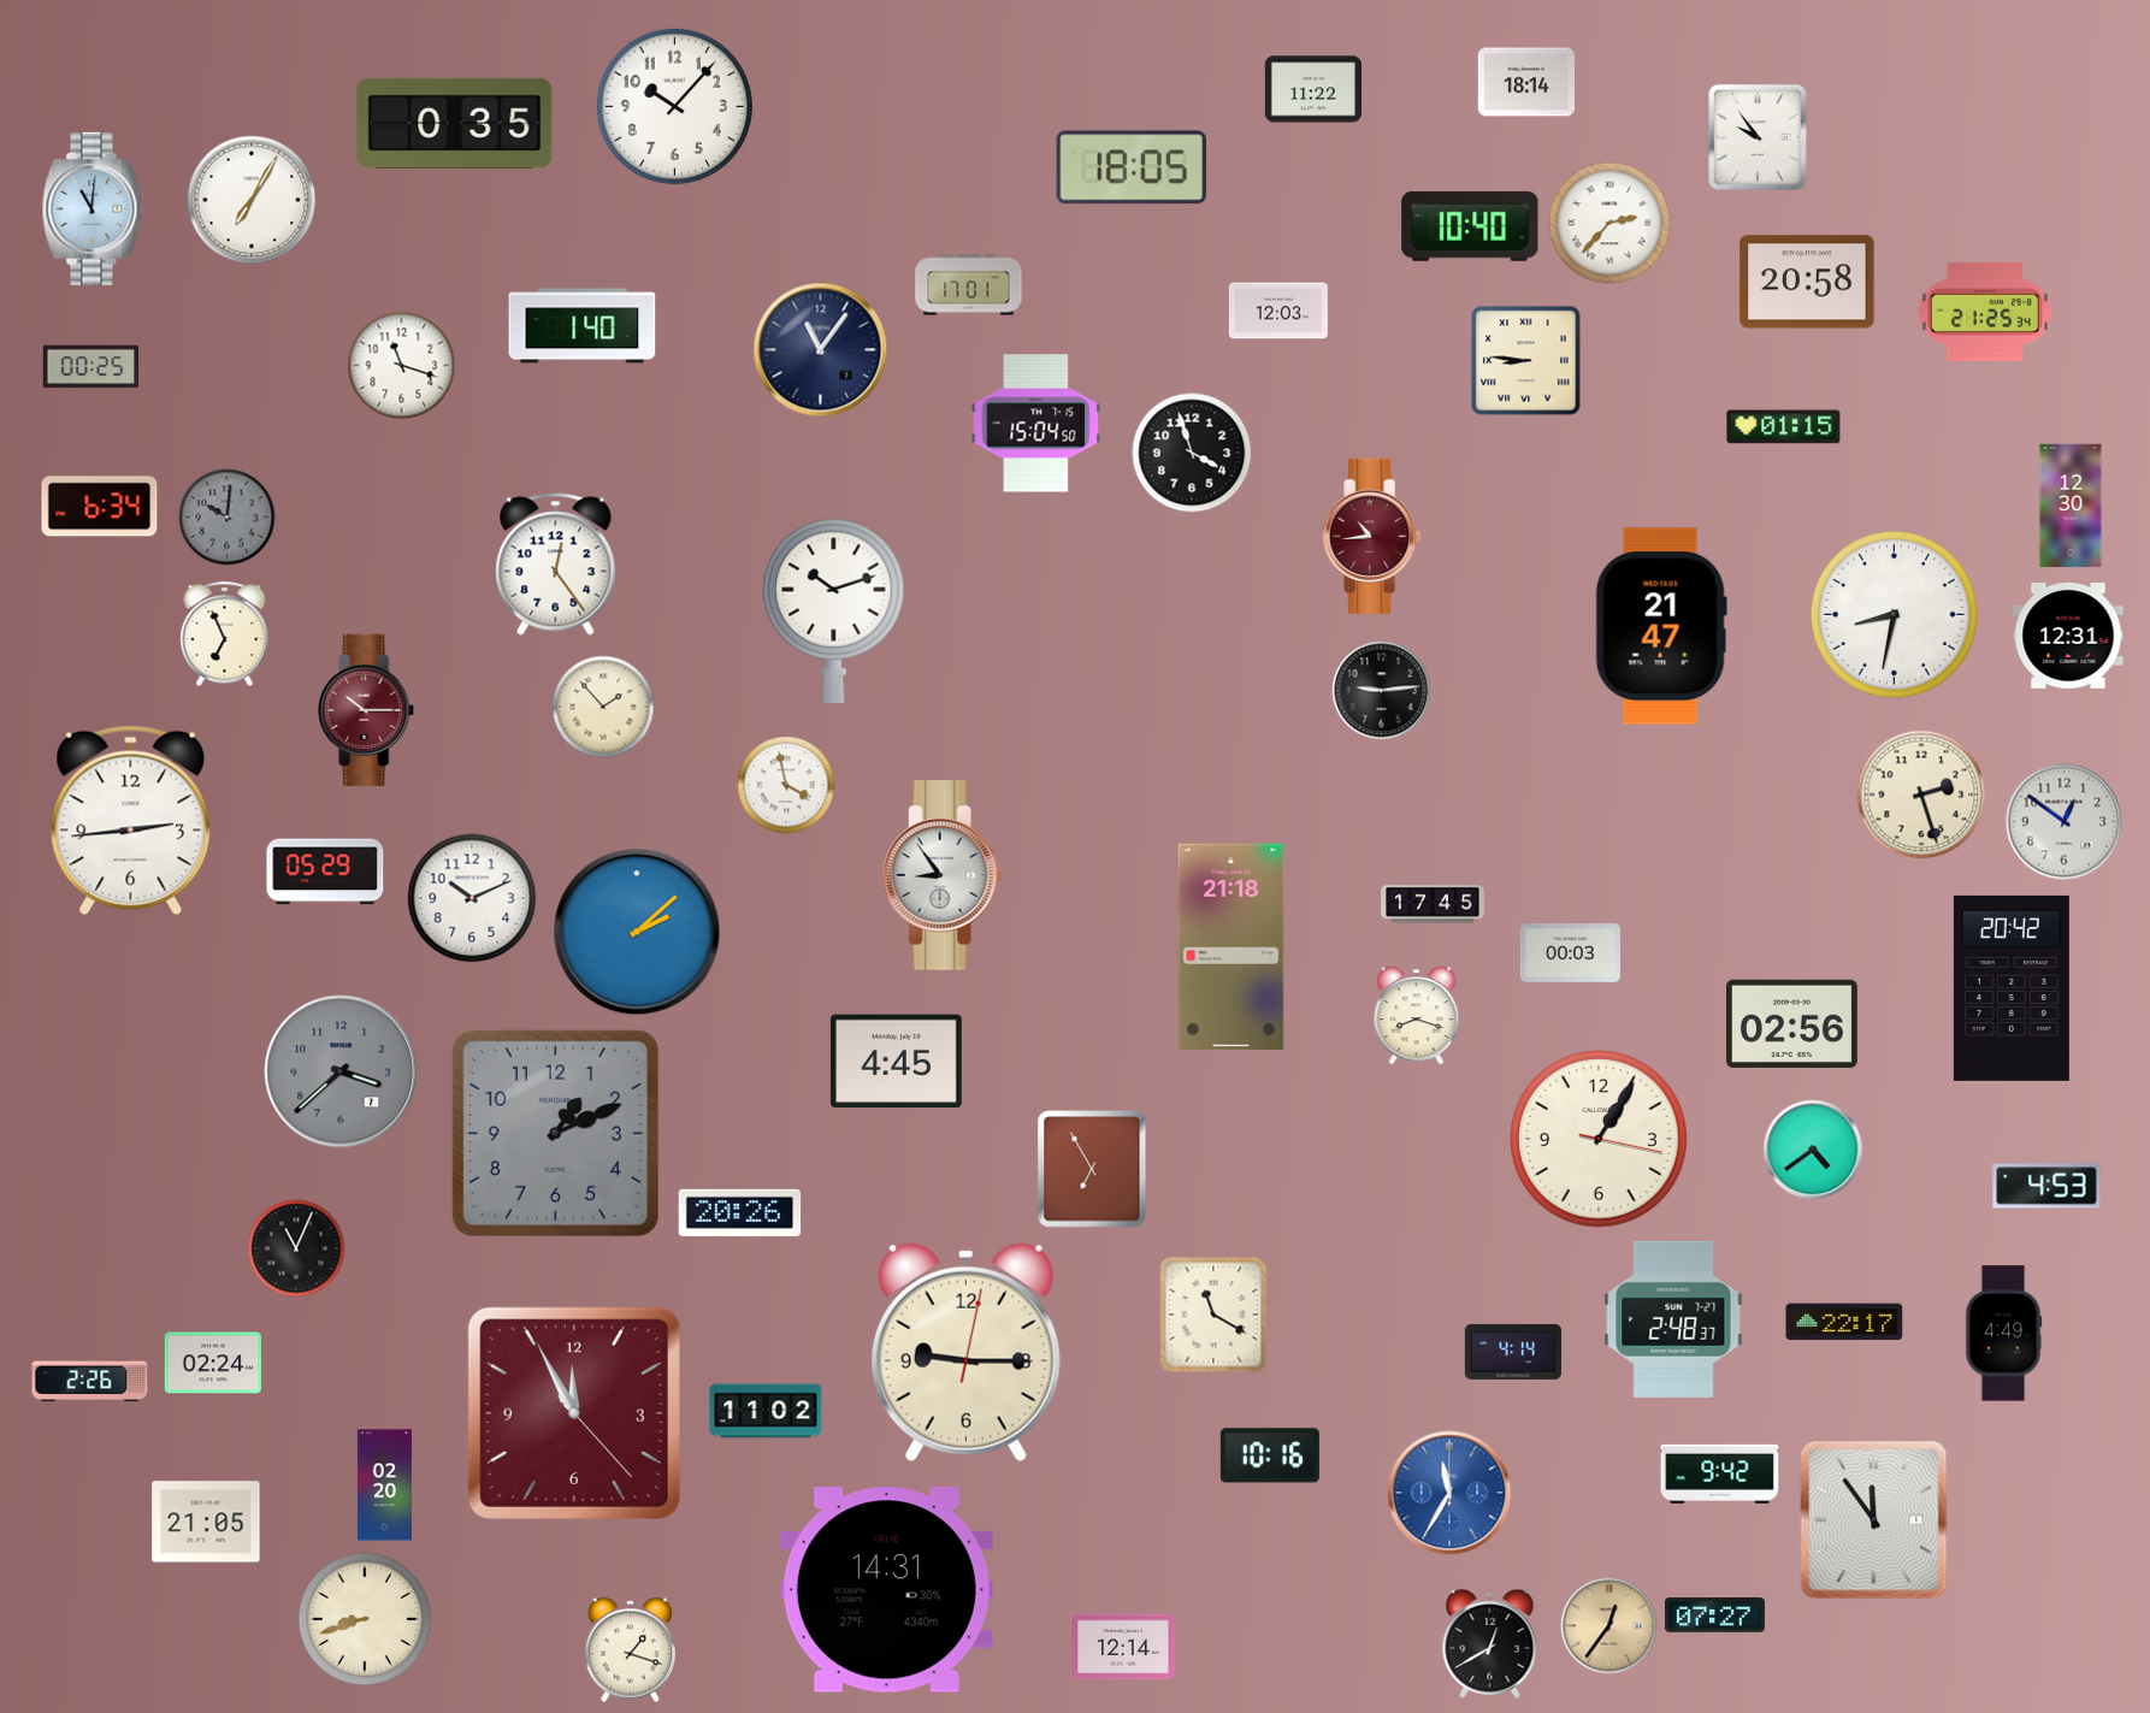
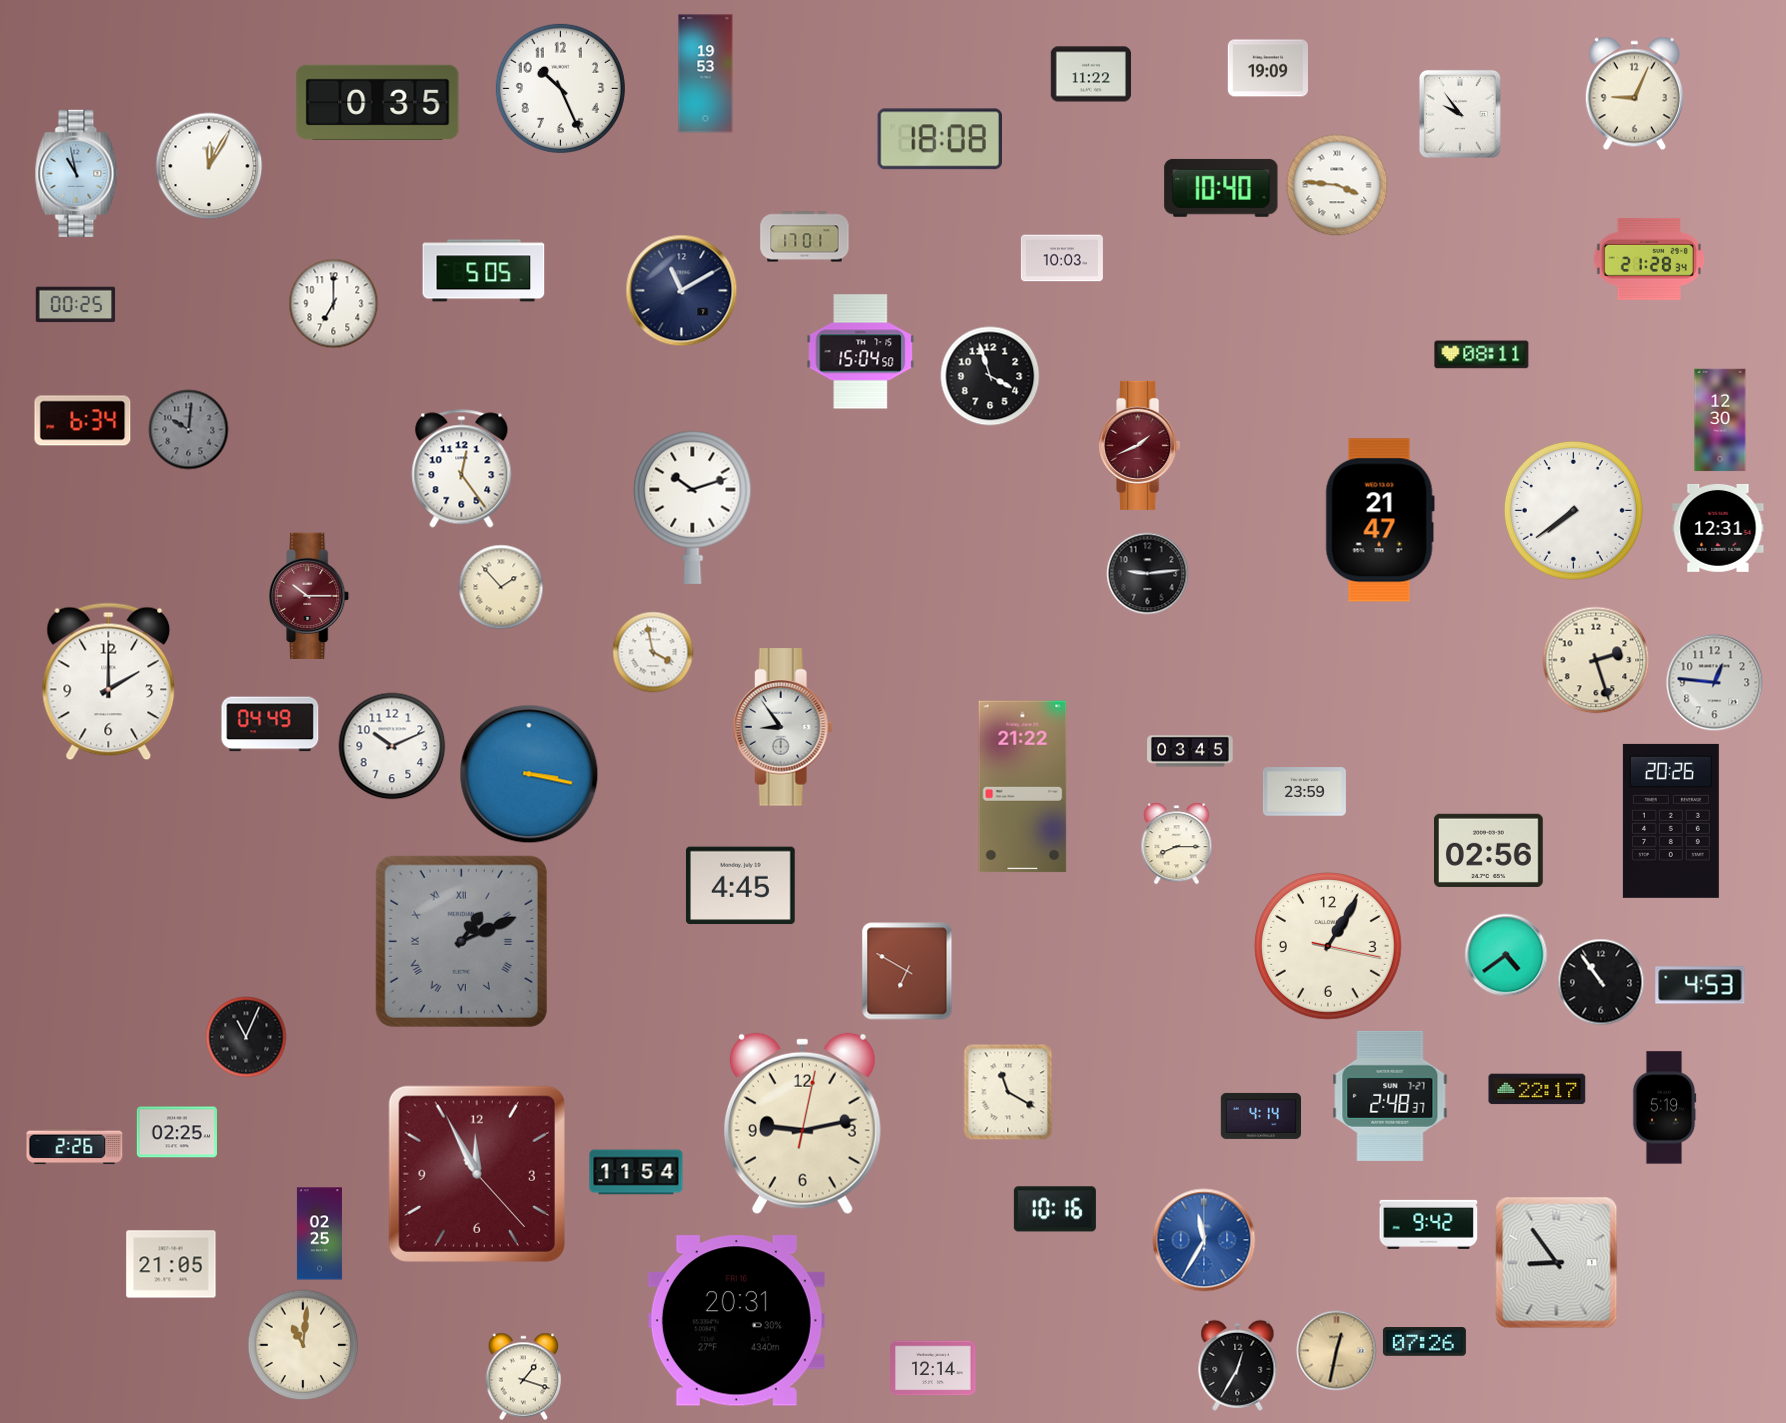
clock at (1525, 82): 18:14 -> 19:09
clock at (706, 74): none -> 19:53
clock at (674, 106): 10:07 -> 10:26
clock at (1634, 94): none -> 9:04
clock at (1130, 167): 18:05 -> 18:08
clock at (252, 200): 7:05 -> 12:05
clock at (93, 208): 11:01 -> 10:58
clock at (1609, 223): 2:37 -> 3:46
clock at (1807, 282): 20:58 -> none
clock at (1278, 311): 12:03 -> 10:03
clock at (1985, 312): 21:25 -> 21:28
clock at (583, 326): 1:40 -> 5:05
clock at (821, 350): 11:06 -> 11:10
clock at (1526, 361): 8:46 -> none
clock at (402, 366): 11:18 -> 7:00
clock at (1784, 427): 01:15 -> 08:11
clock at (1372, 536): 10:44 -> 1:41
clock at (1894, 614): 8:32 -> 7:39
clock at (225, 634): 6:56 -> none
clock at (367, 709) position: (367, 709) -> (310, 595)
clock at (131, 821): 2:44 -> 2:00
clock at (2065, 822): 12:51 -> 12:46
clock at (325, 872): 05:29 -> 04:49
clock at (1433, 904): 17:45 -> 03:45
clock at (637, 932): 2:08 -> 3:17
clock at (1231, 947): 21:18 -> 21:22
clock at (1570, 953): 00:03 -> 23:59
clock at (2012, 988): 20:42 -> 20:26
clock at (1417, 1016): 8:18 -> 8:15
clock at (897, 1062) position: (897, 1062) -> (741, 886)
clock at (341, 1071): 3:38 -> none
clock at (555, 1133) numerals: Arabic -> Roman
clock at (1092, 1169): 6:55 -> 6:50
clock at (1601, 982): none -> 10:54
clock at (740, 1212): 20:26 -> none
clock at (1844, 1322) position: (1844, 1322) -> (1537, 1089)
clock at (2003, 1334): 4:49 -> 5:19
clock at (1512, 1352) position: (1512, 1352) -> (1260, 1116)
clock at (965, 1353): 9:15 -> 9:13
clock at (213, 1363): 02:24 -> 02:25
clock at (766, 1411): 11:02 -> 11:54
clock at (384, 1485): 02:20 -> 02:25
clock at (1874, 1520): 11:54 -> 8:54
clock at (886, 1590): 14:31 -> 20:31
clock at (1714, 1615): 07:27 -> 07:26
clock at (365, 1619): 8:42 -> 11:01
clock at (1609, 1626): 12:36 -> 12:32
clock at (1490, 1643): 12:40 -> 12:35
clock at (631, 1650) position: (631, 1650) -> (524, 1377)
